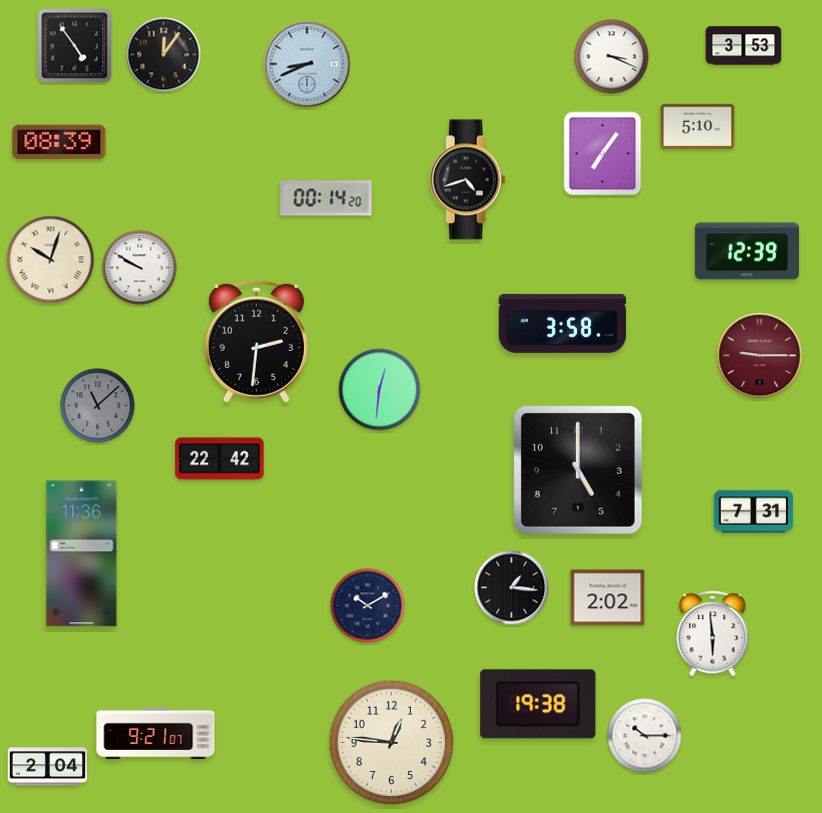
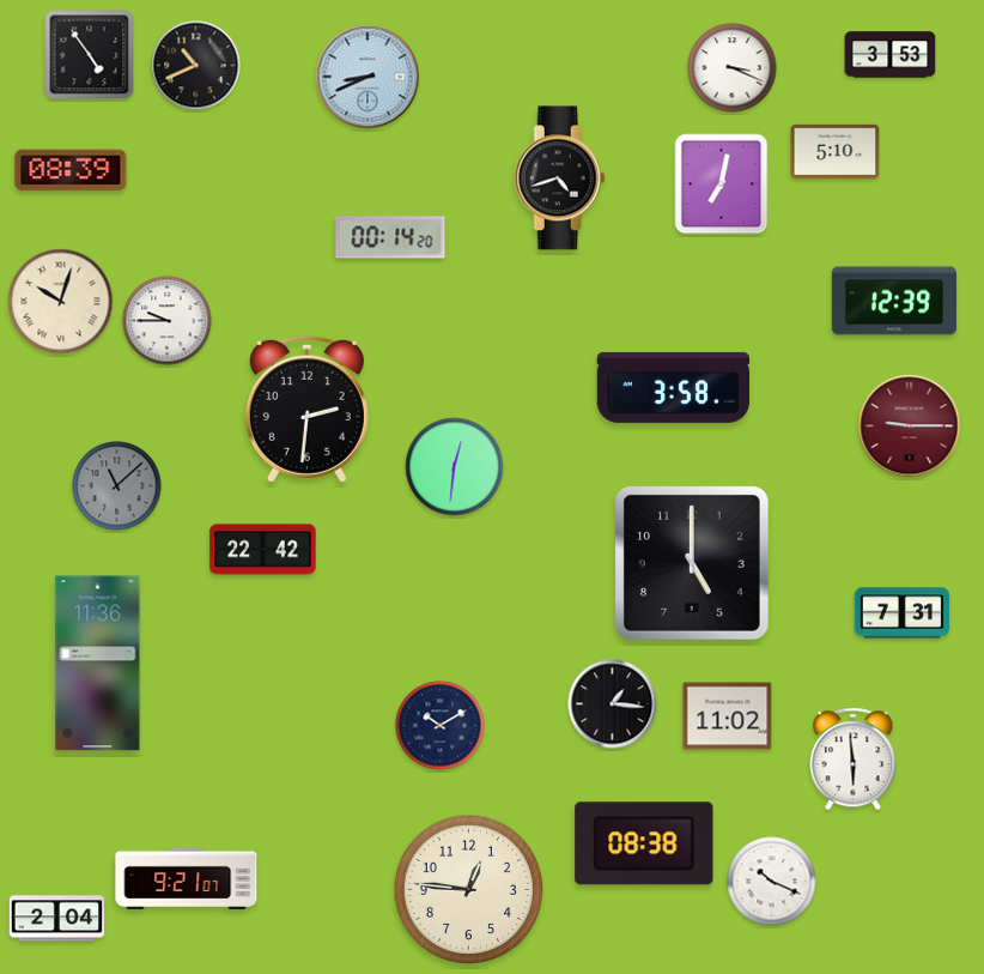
clock at (164, 55): 12:06 -> 10:41
clock at (603, 154): 7:06 -> 7:02
clock at (467, 180) position: (467, 180) -> (559, 179)
clock at (51, 260) position: (51, 260) -> (61, 302)
clock at (140, 268): 9:50 -> 9:45
clock at (608, 598): 2:02 -> 11:02
clock at (538, 704): 19:38 -> 08:38
clock at (645, 736): 10:15 -> 10:19
